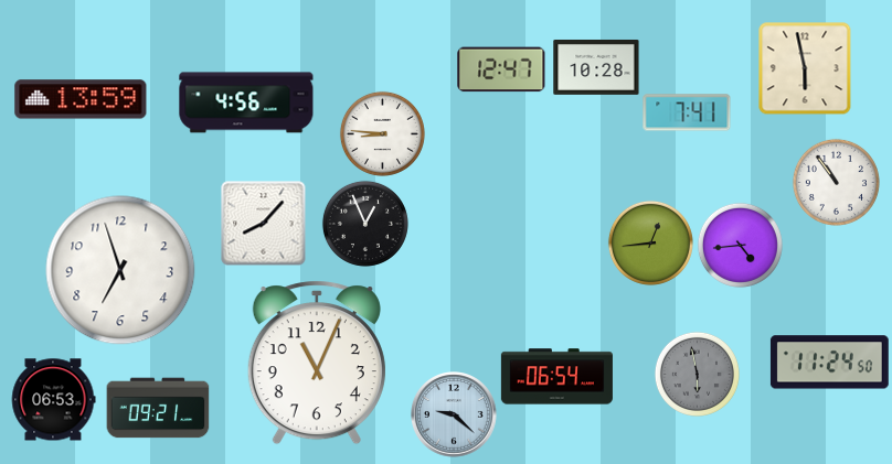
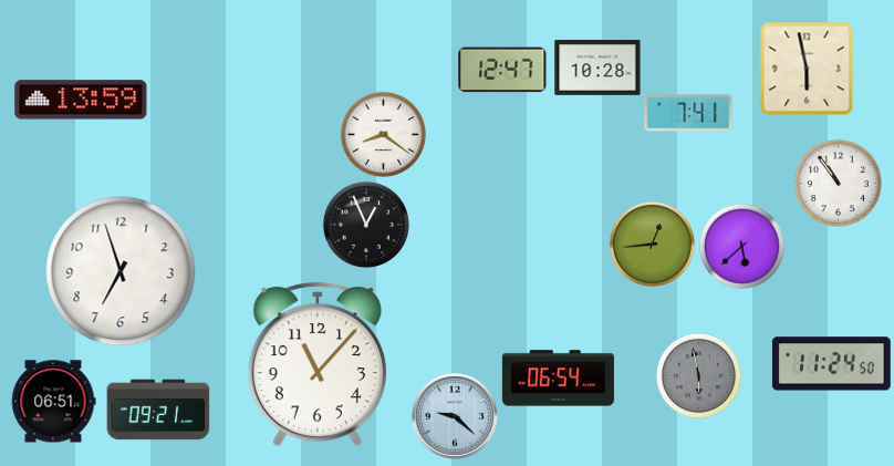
clock at (246, 102): 4:56 -> none
clock at (382, 133): 8:46 -> 8:21
clock at (264, 224): 8:07 -> none
clock at (740, 245): 4:44 -> 5:38
clock at (317, 363): 11:04 -> 11:07
clock at (53, 400): 06:53 -> 06:51
